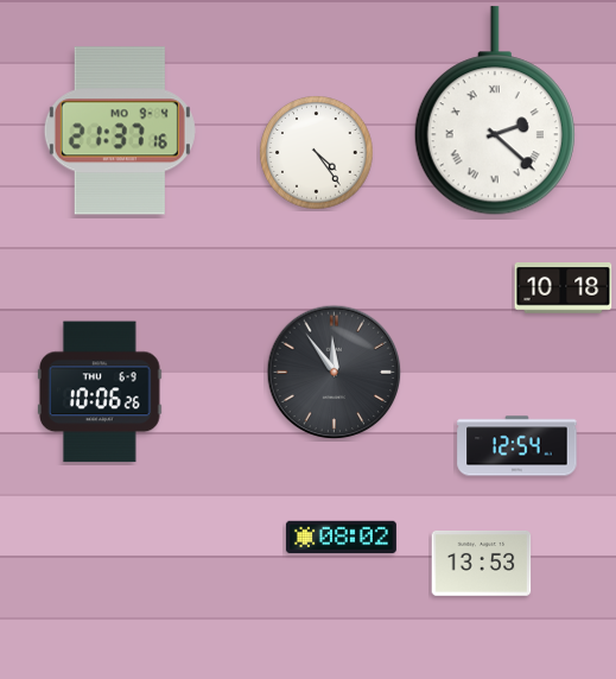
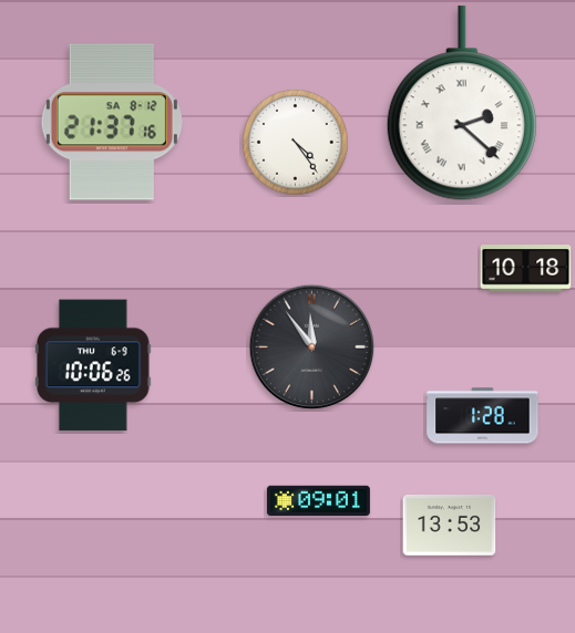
clock at (120, 131) date: MO 9-4 -> SA 8-12
clock at (517, 446): 12:54 -> 1:28
clock at (341, 538): 08:02 -> 09:01
